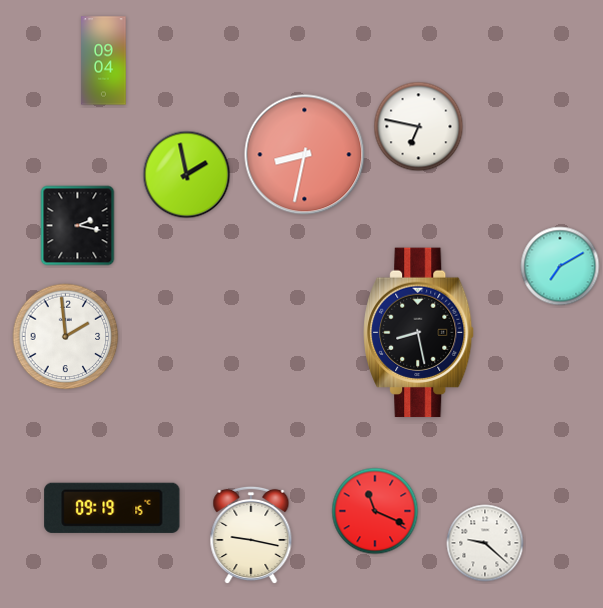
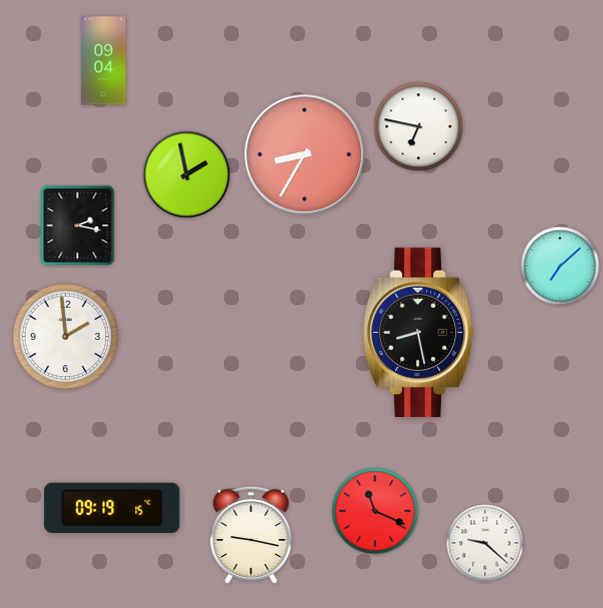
clock at (305, 155): 8:32 -> 8:35
clock at (560, 266): 7:10 -> 7:08
